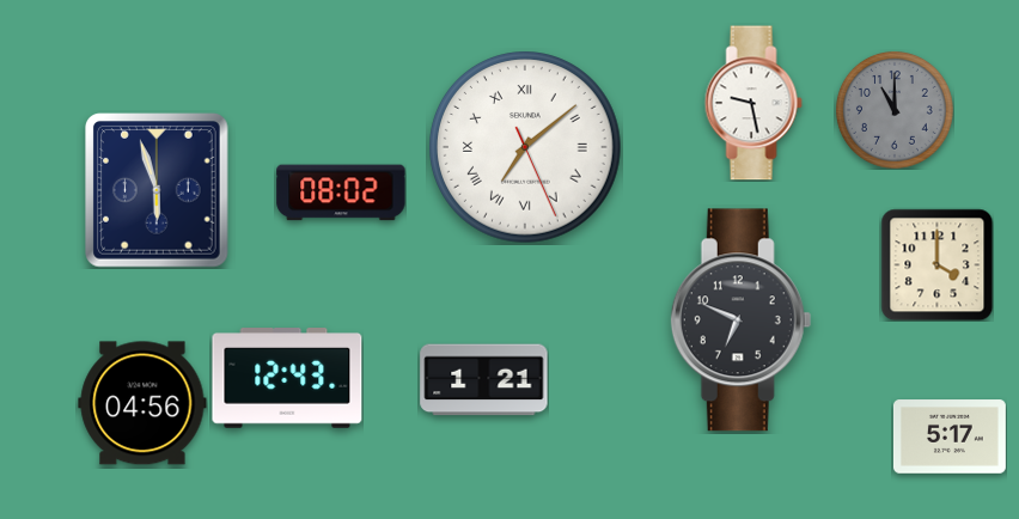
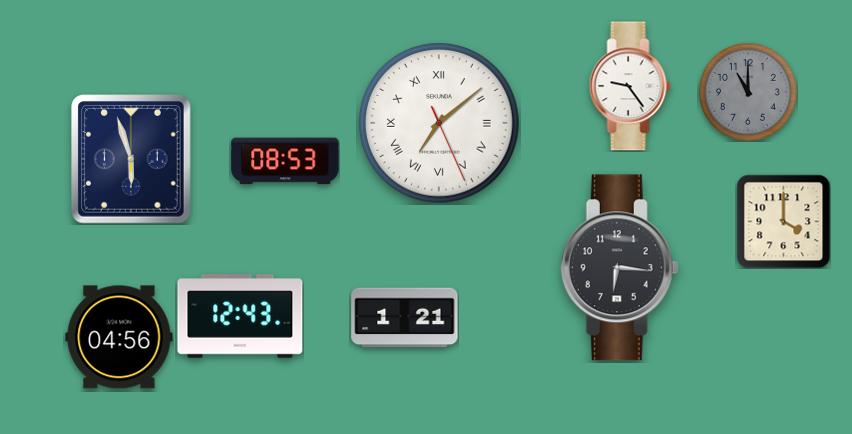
clock at (753, 103): 9:28 -> 9:24
clock at (341, 193): 08:02 -> 08:53
clock at (742, 320): 6:49 -> 6:16
clock at (950, 436): 5:17 -> none
